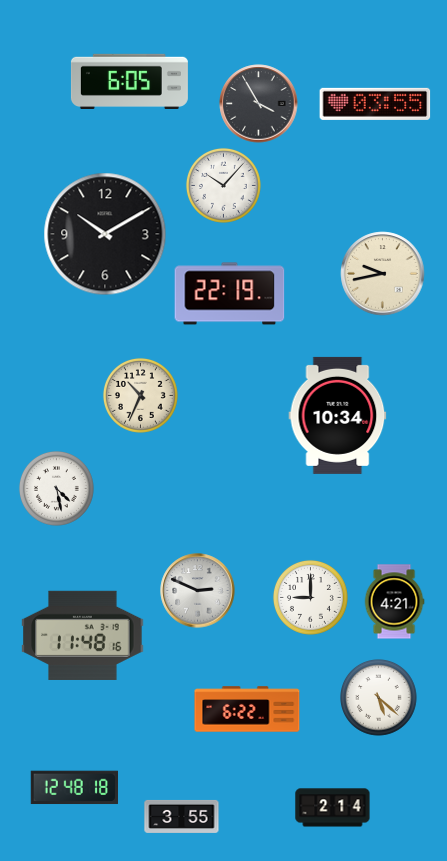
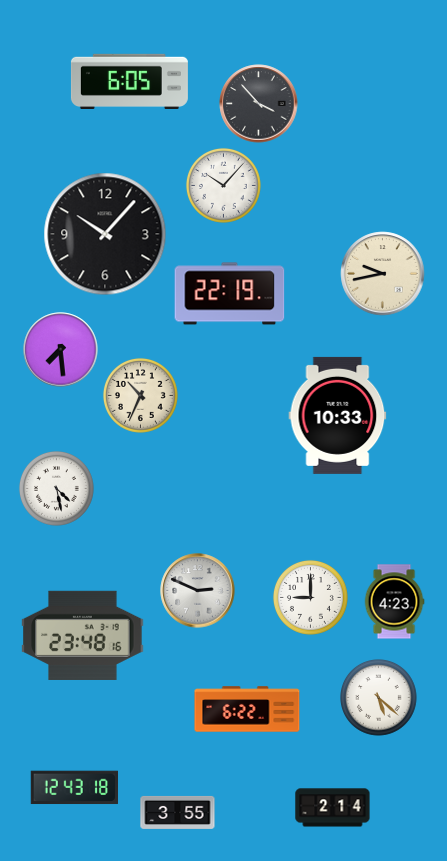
clock at (259, 104): 3:55 -> 3:53
clock at (375, 104): 03:55 -> none
clock at (105, 234): 10:10 -> 10:07
clock at (61, 350): none -> 7:29
clock at (338, 415): 10:34 -> 10:33
clock at (394, 602): 4:21 -> 4:23
clock at (83, 635): 11:48 -> 23:48
clock at (74, 788): 12:48 -> 12:43
clock at (182, 816) position: (182, 816) -> (178, 812)
